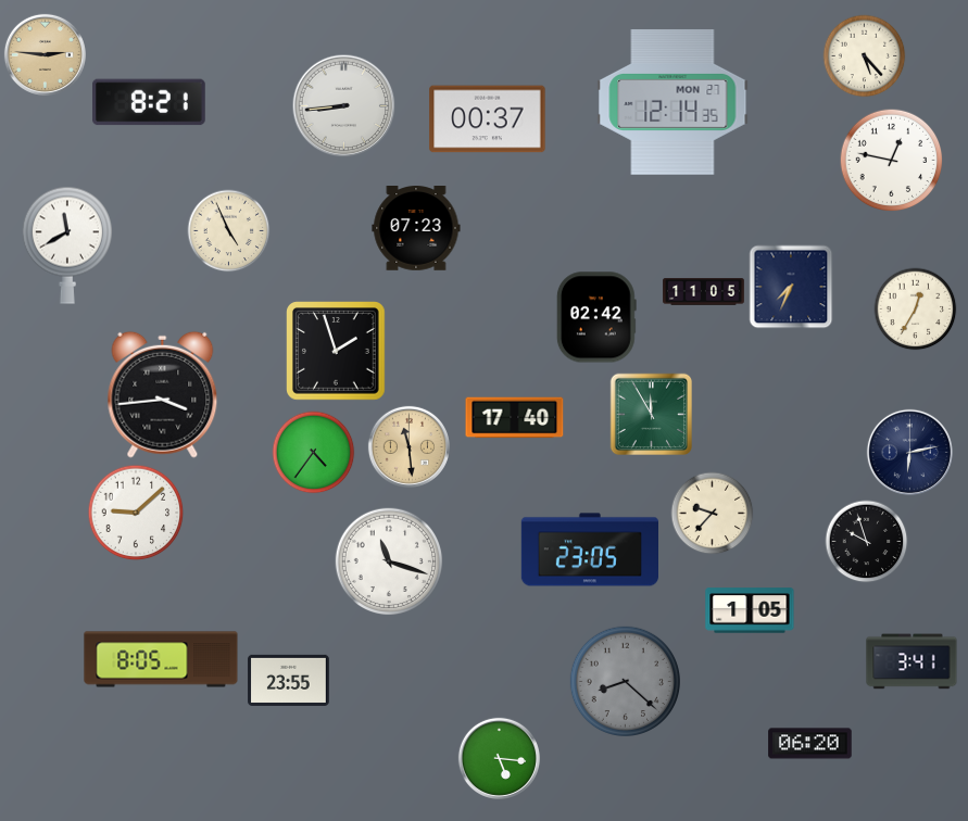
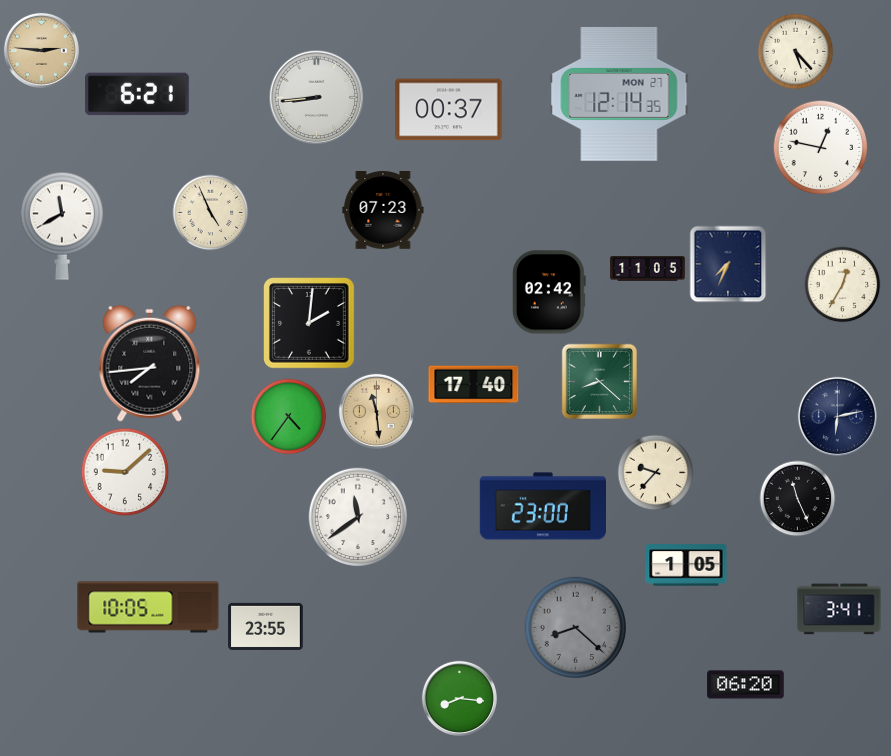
clock at (150, 102): 8:21 -> 6:21
clock at (336, 351): 1:57 -> 2:01
clock at (163, 394): 3:44 -> 7:44
clock at (651, 414): 11:55 -> 8:22
clock at (867, 542): 9:57 -> 11:26
clock at (589, 550): 23:05 -> 23:00
clock at (389, 561): 11:18 -> 11:39
clock at (750, 610) position: (750, 610) -> (686, 565)
clock at (161, 659): 8:05 -> 10:05
clock at (499, 758): 5:16 -> 8:16
